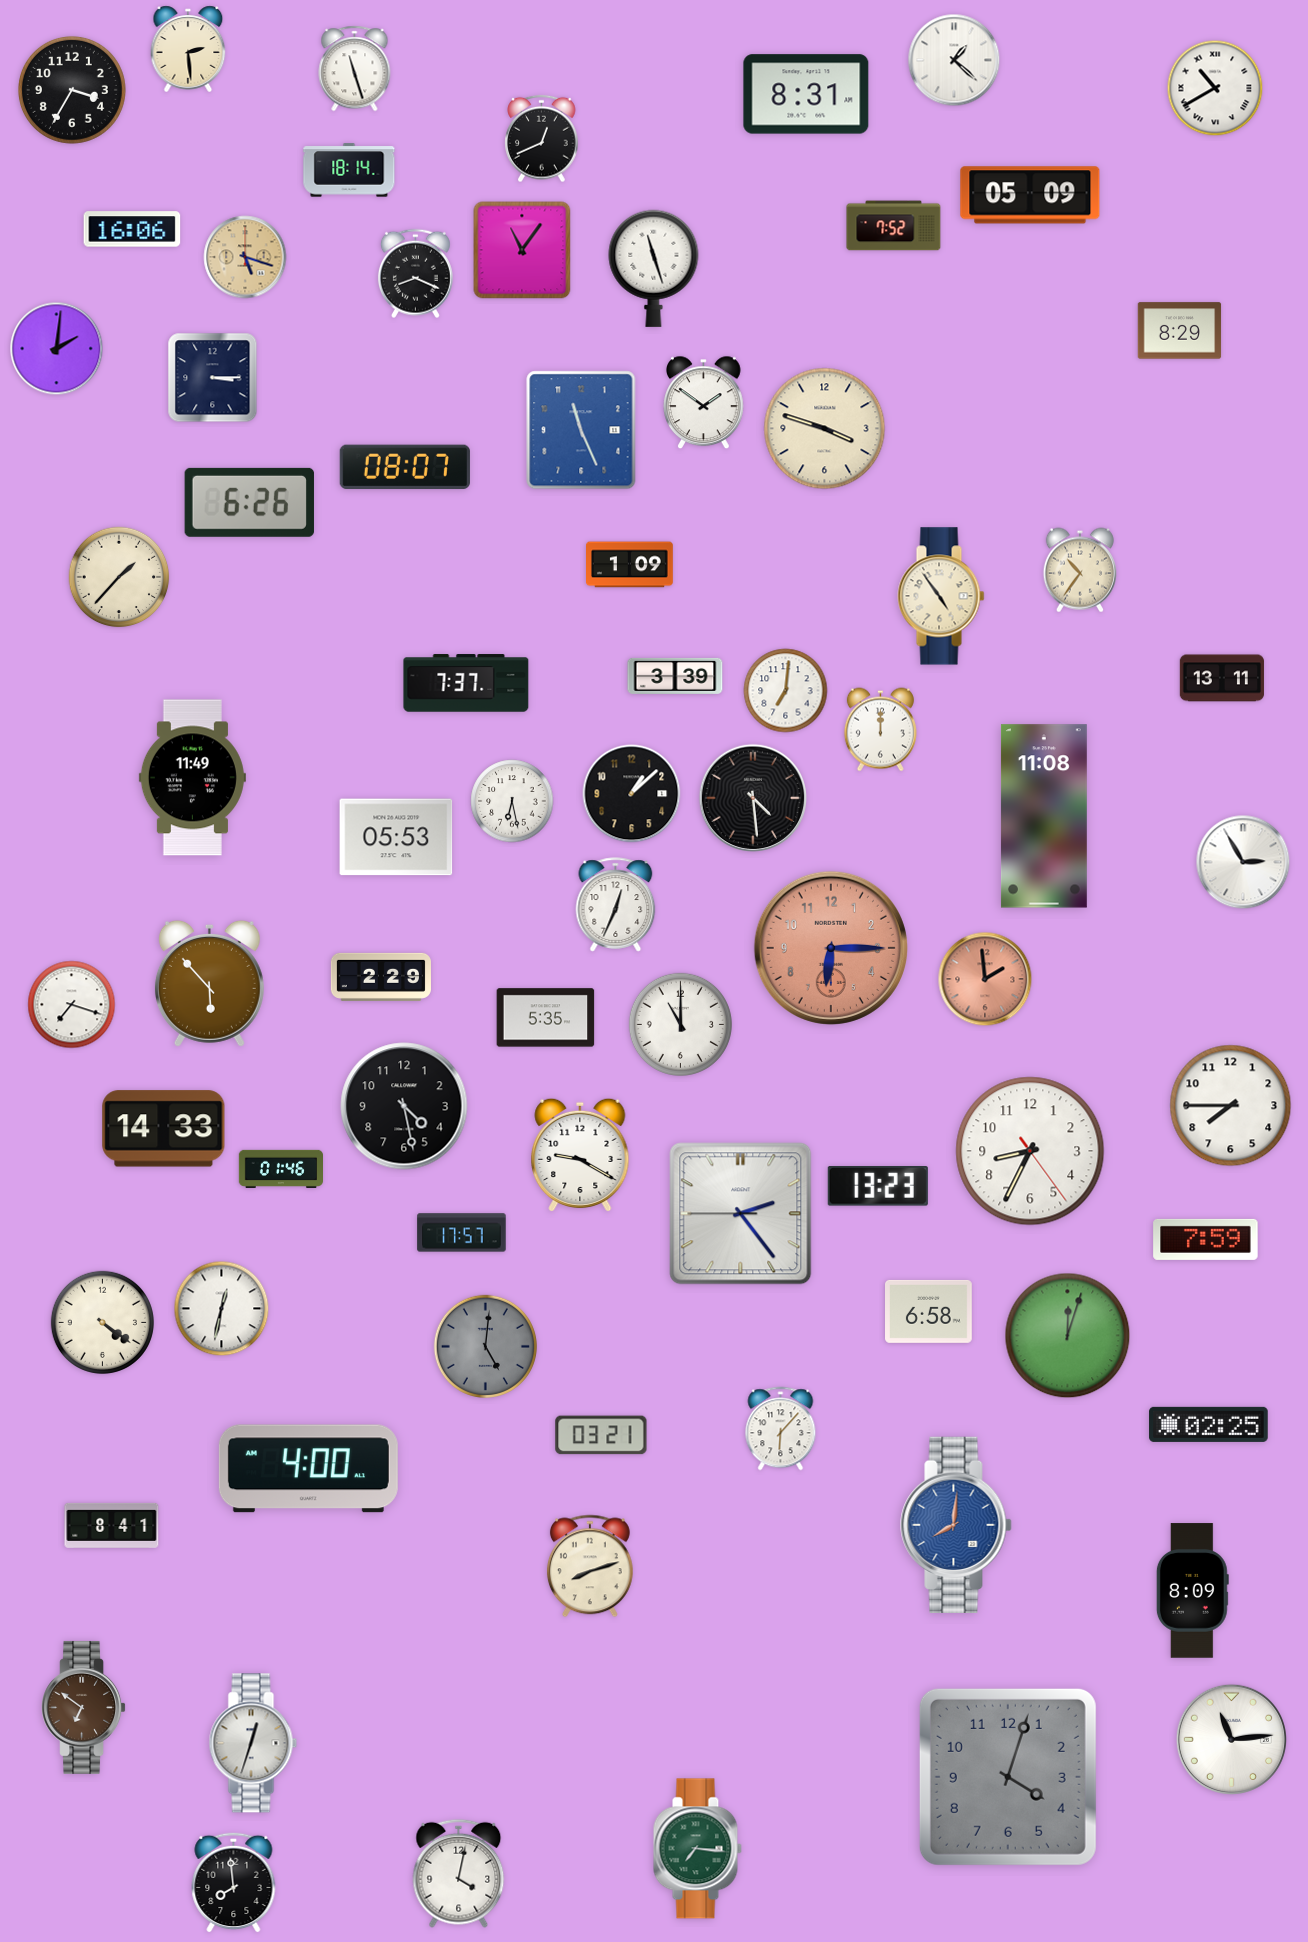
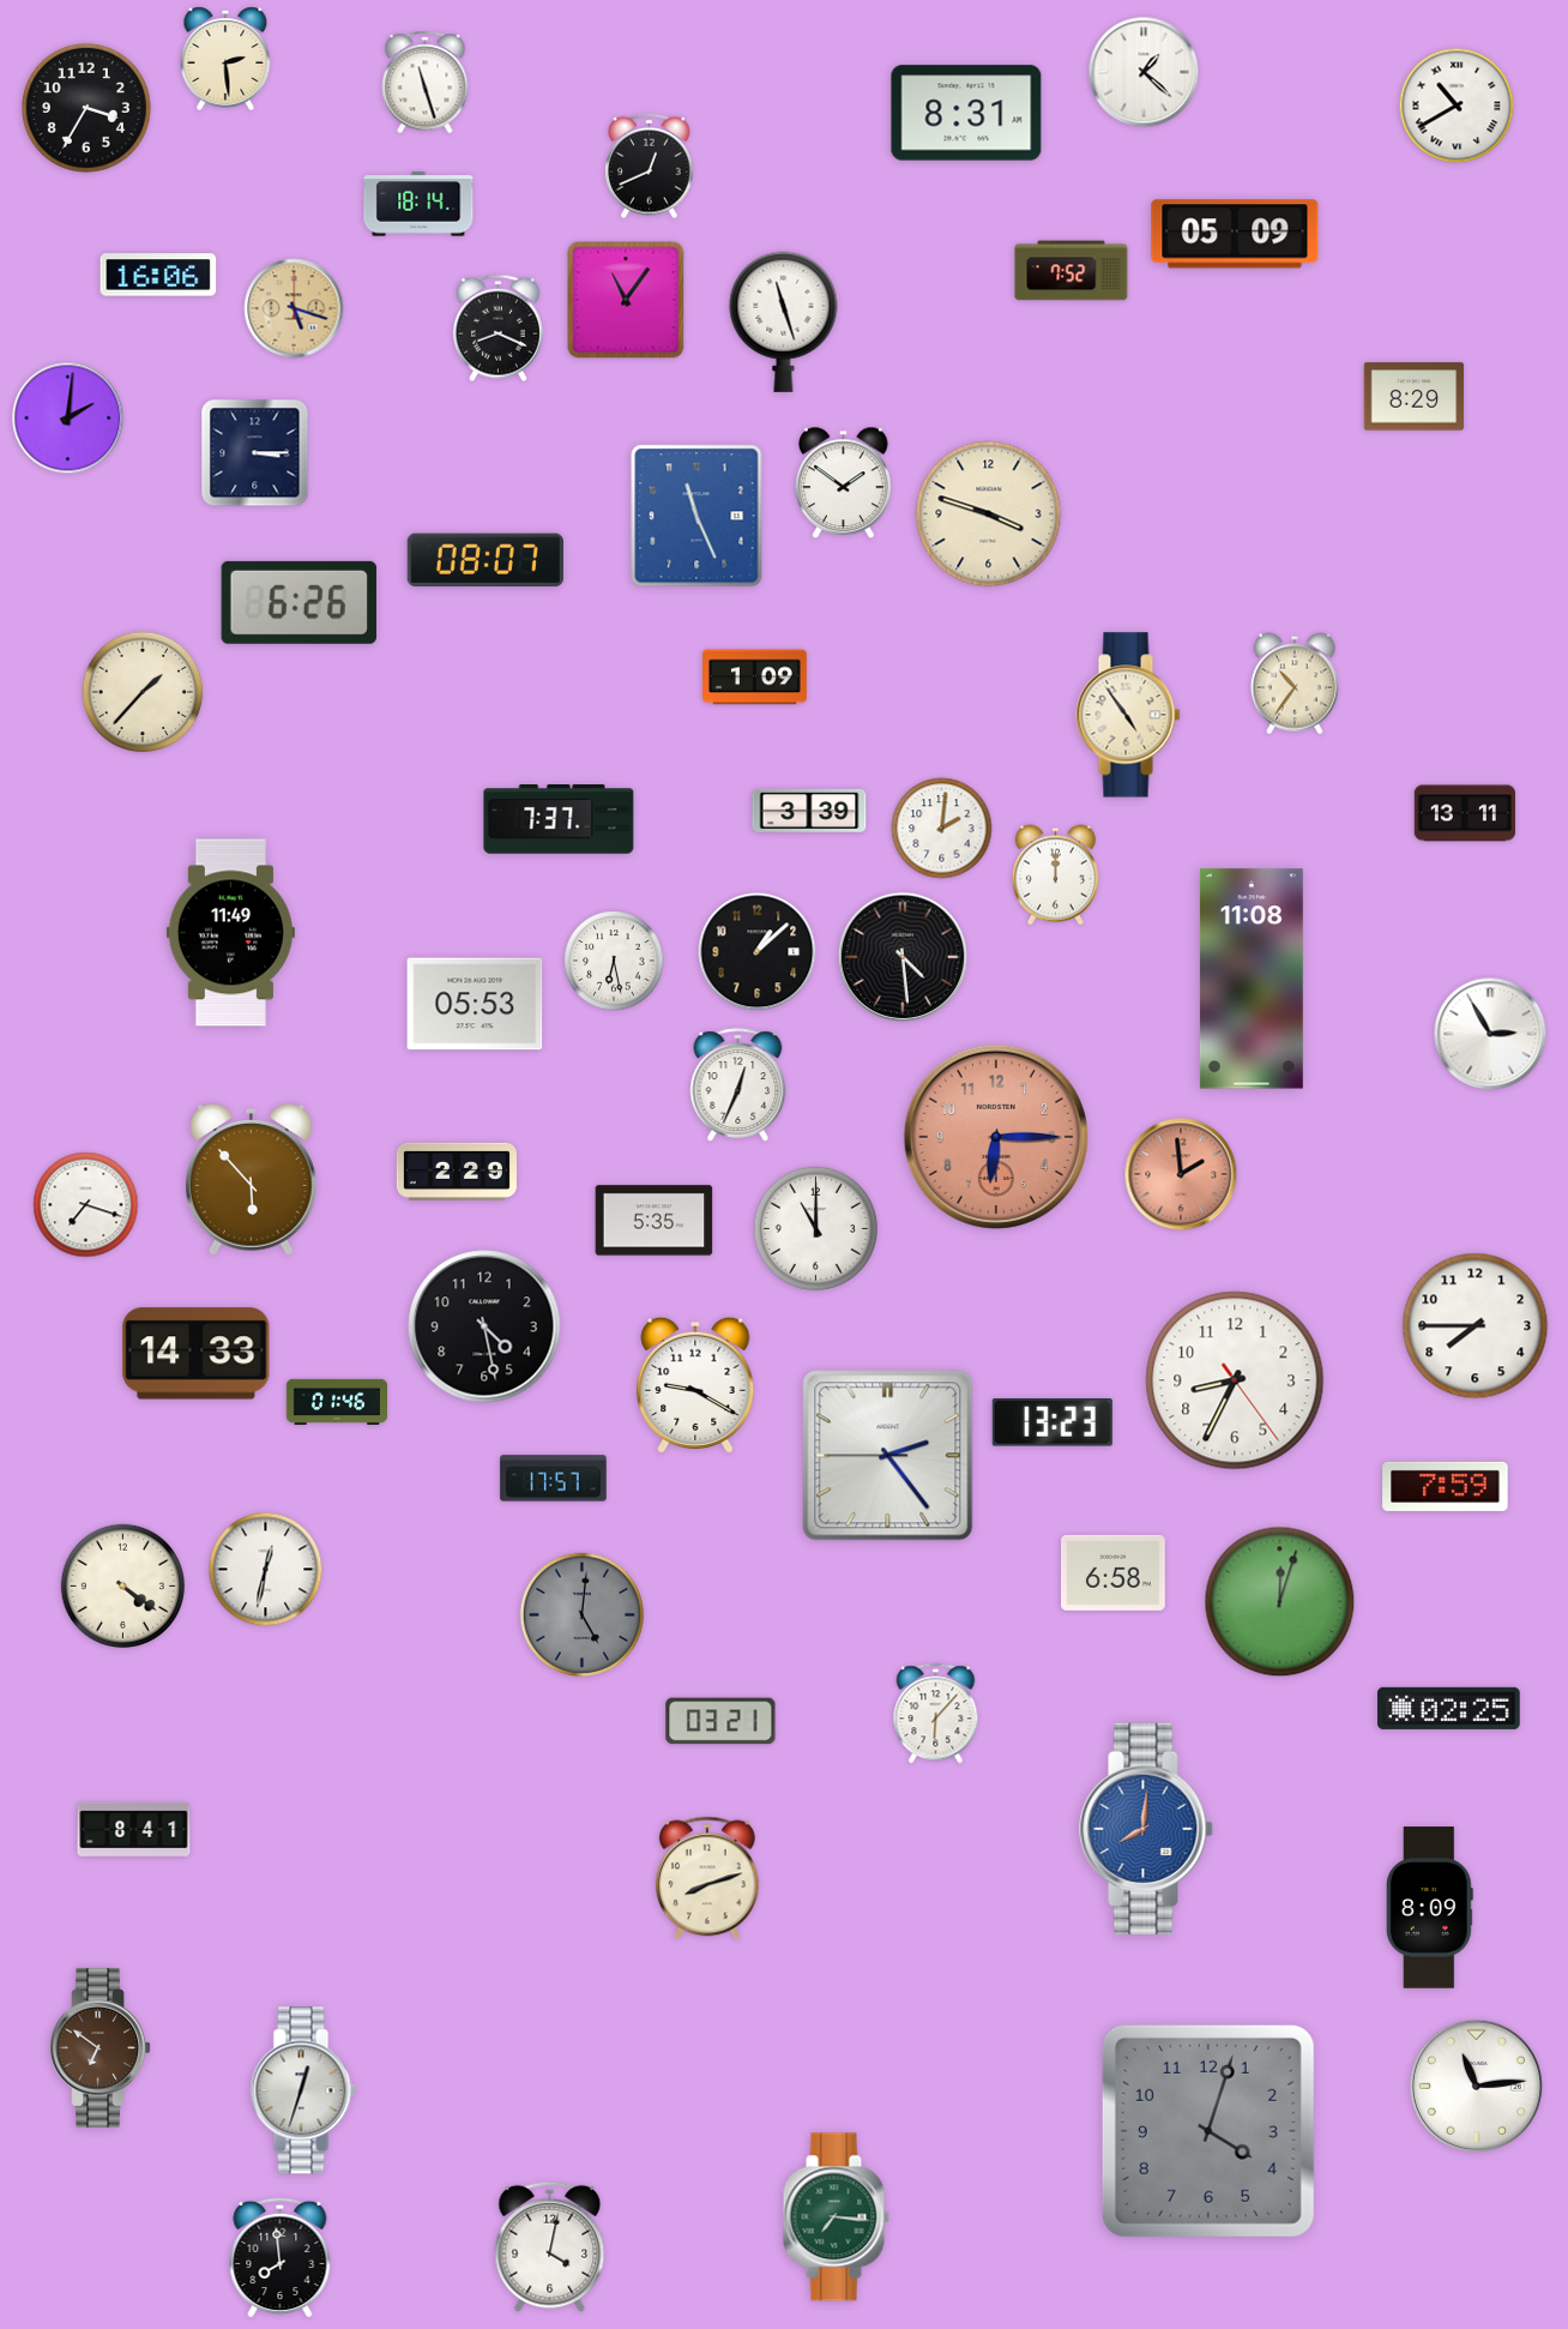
clock at (786, 691): 7:01 -> 2:01
clock at (308, 1469): 4:00 -> none
